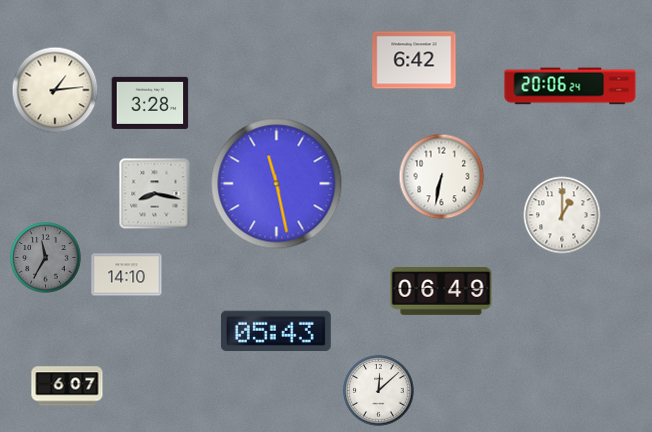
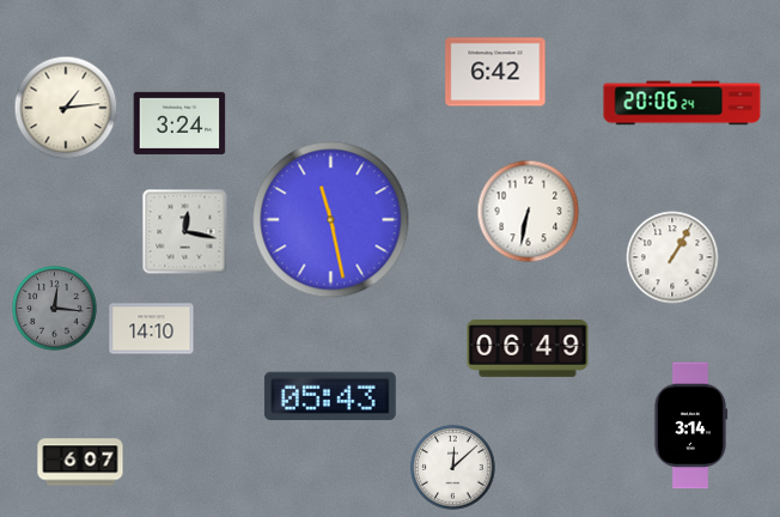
clock at (150, 103): 3:28 -> 3:24
clock at (155, 194): 8:17 -> 12:17
clock at (562, 215): 1:00 -> 1:05
clock at (46, 258): 11:35 -> 12:16
clock at (690, 426): none -> 3:14
